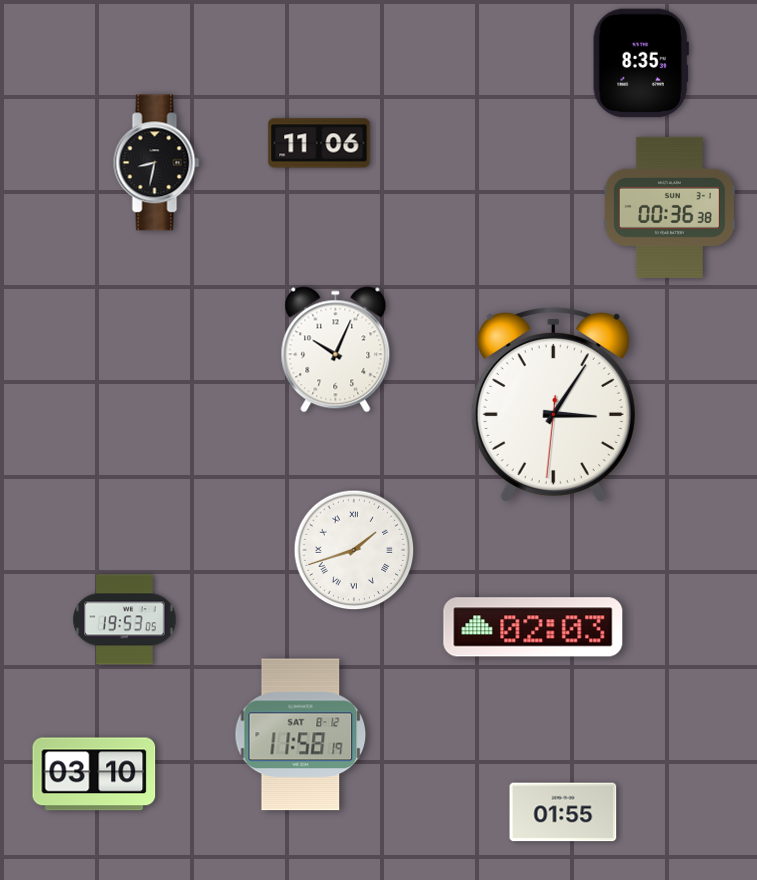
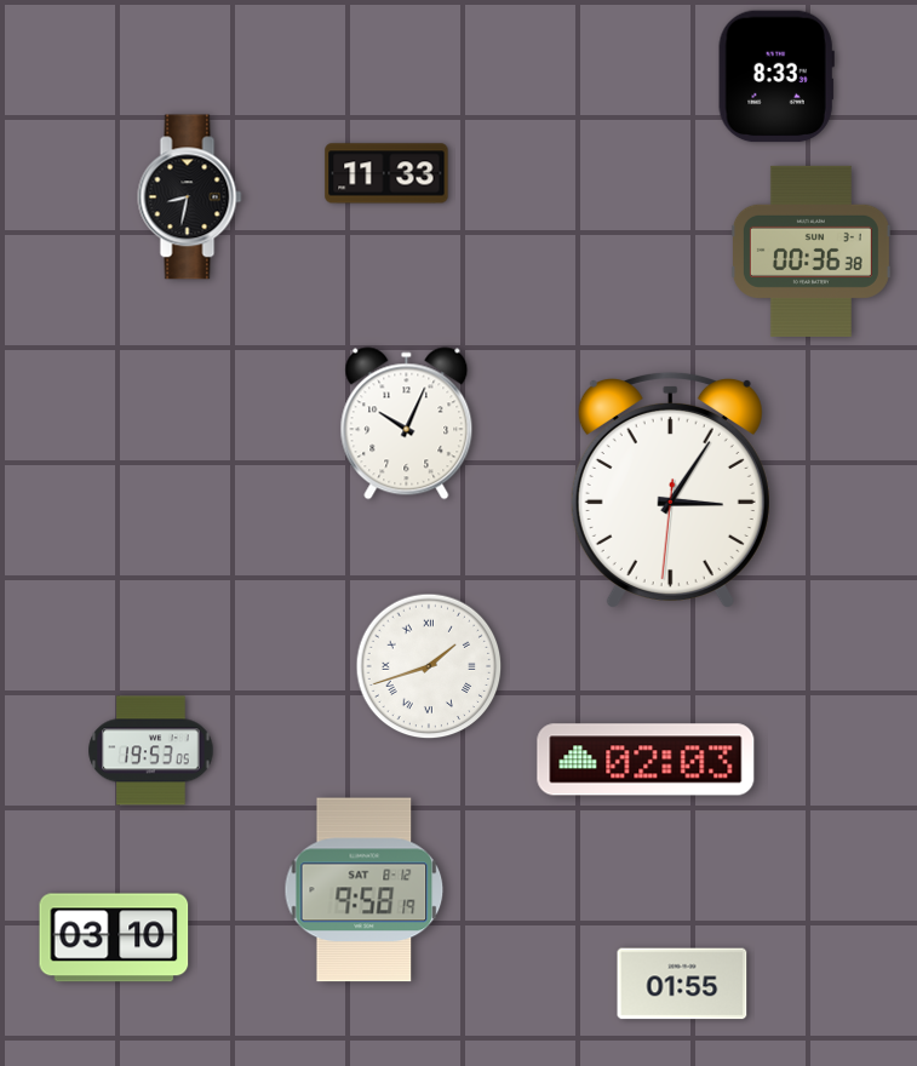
clock at (641, 63): 8:35 -> 8:33
clock at (319, 143): 11:06 -> 11:33
clock at (301, 735): 11:58 -> 9:58
